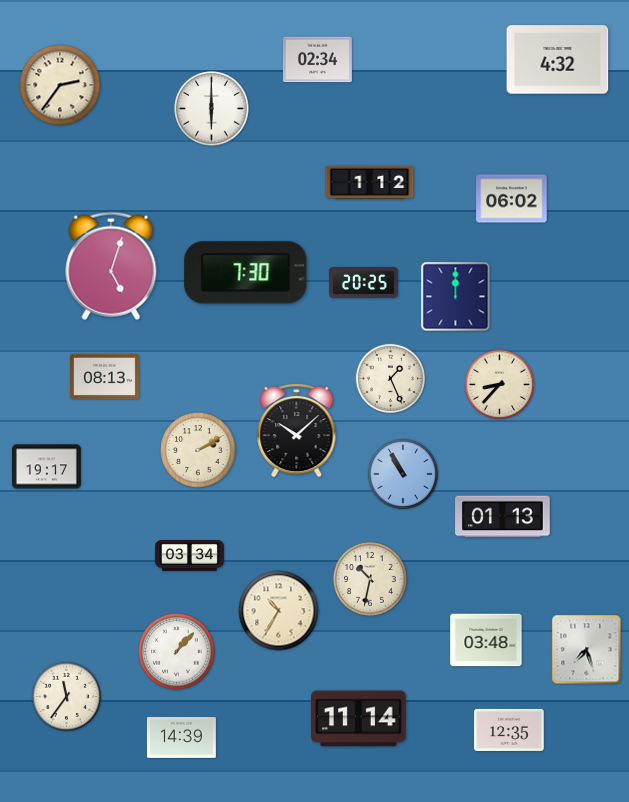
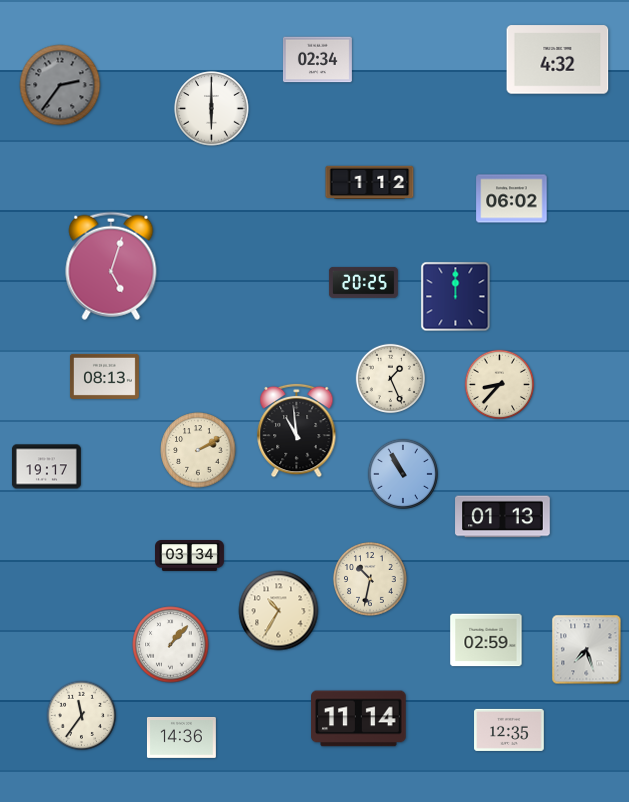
clock at (60, 85) dial: cream -> grey
clock at (246, 273): 7:30 -> none
clock at (297, 430): 10:08 -> 10:59
clock at (486, 640): 03:48 -> 02:59
clock at (177, 652) position: (177, 652) -> (171, 645)
clock at (67, 697) position: (67, 697) -> (82, 716)
clock at (181, 737): 14:39 -> 14:36
